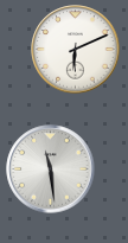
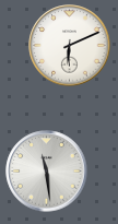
clock at (51, 170) position: (51, 170) -> (47, 172)
